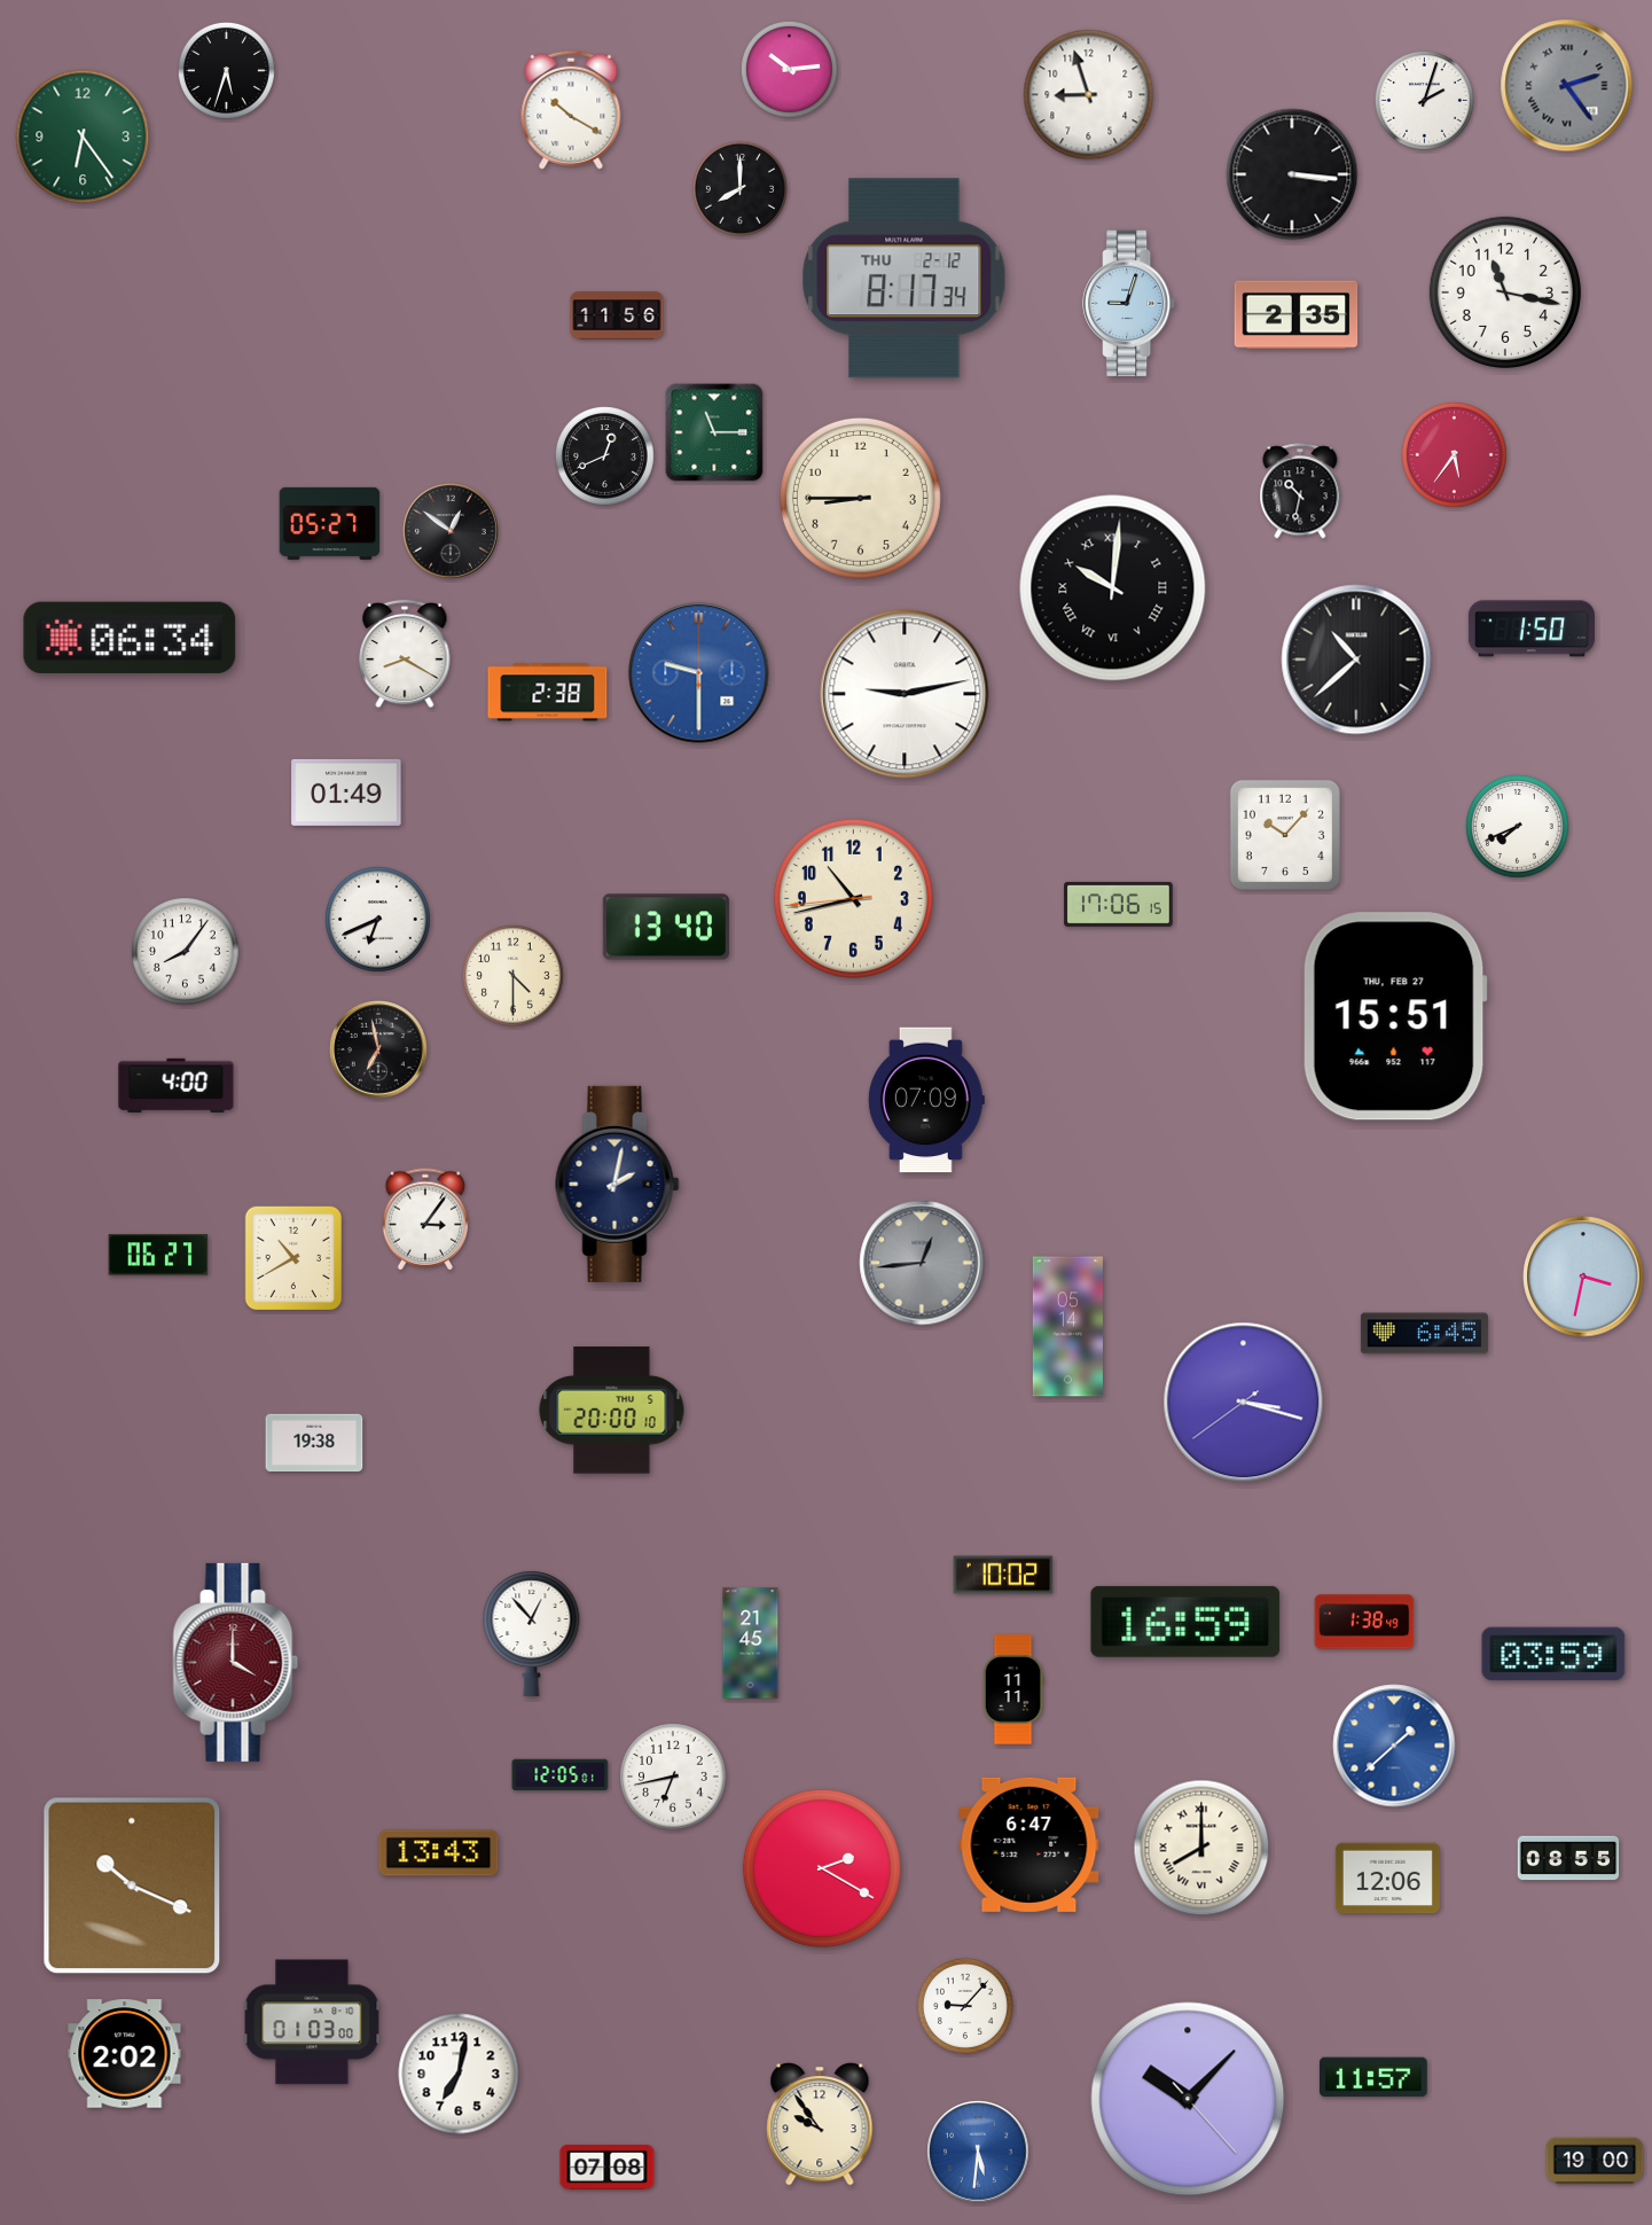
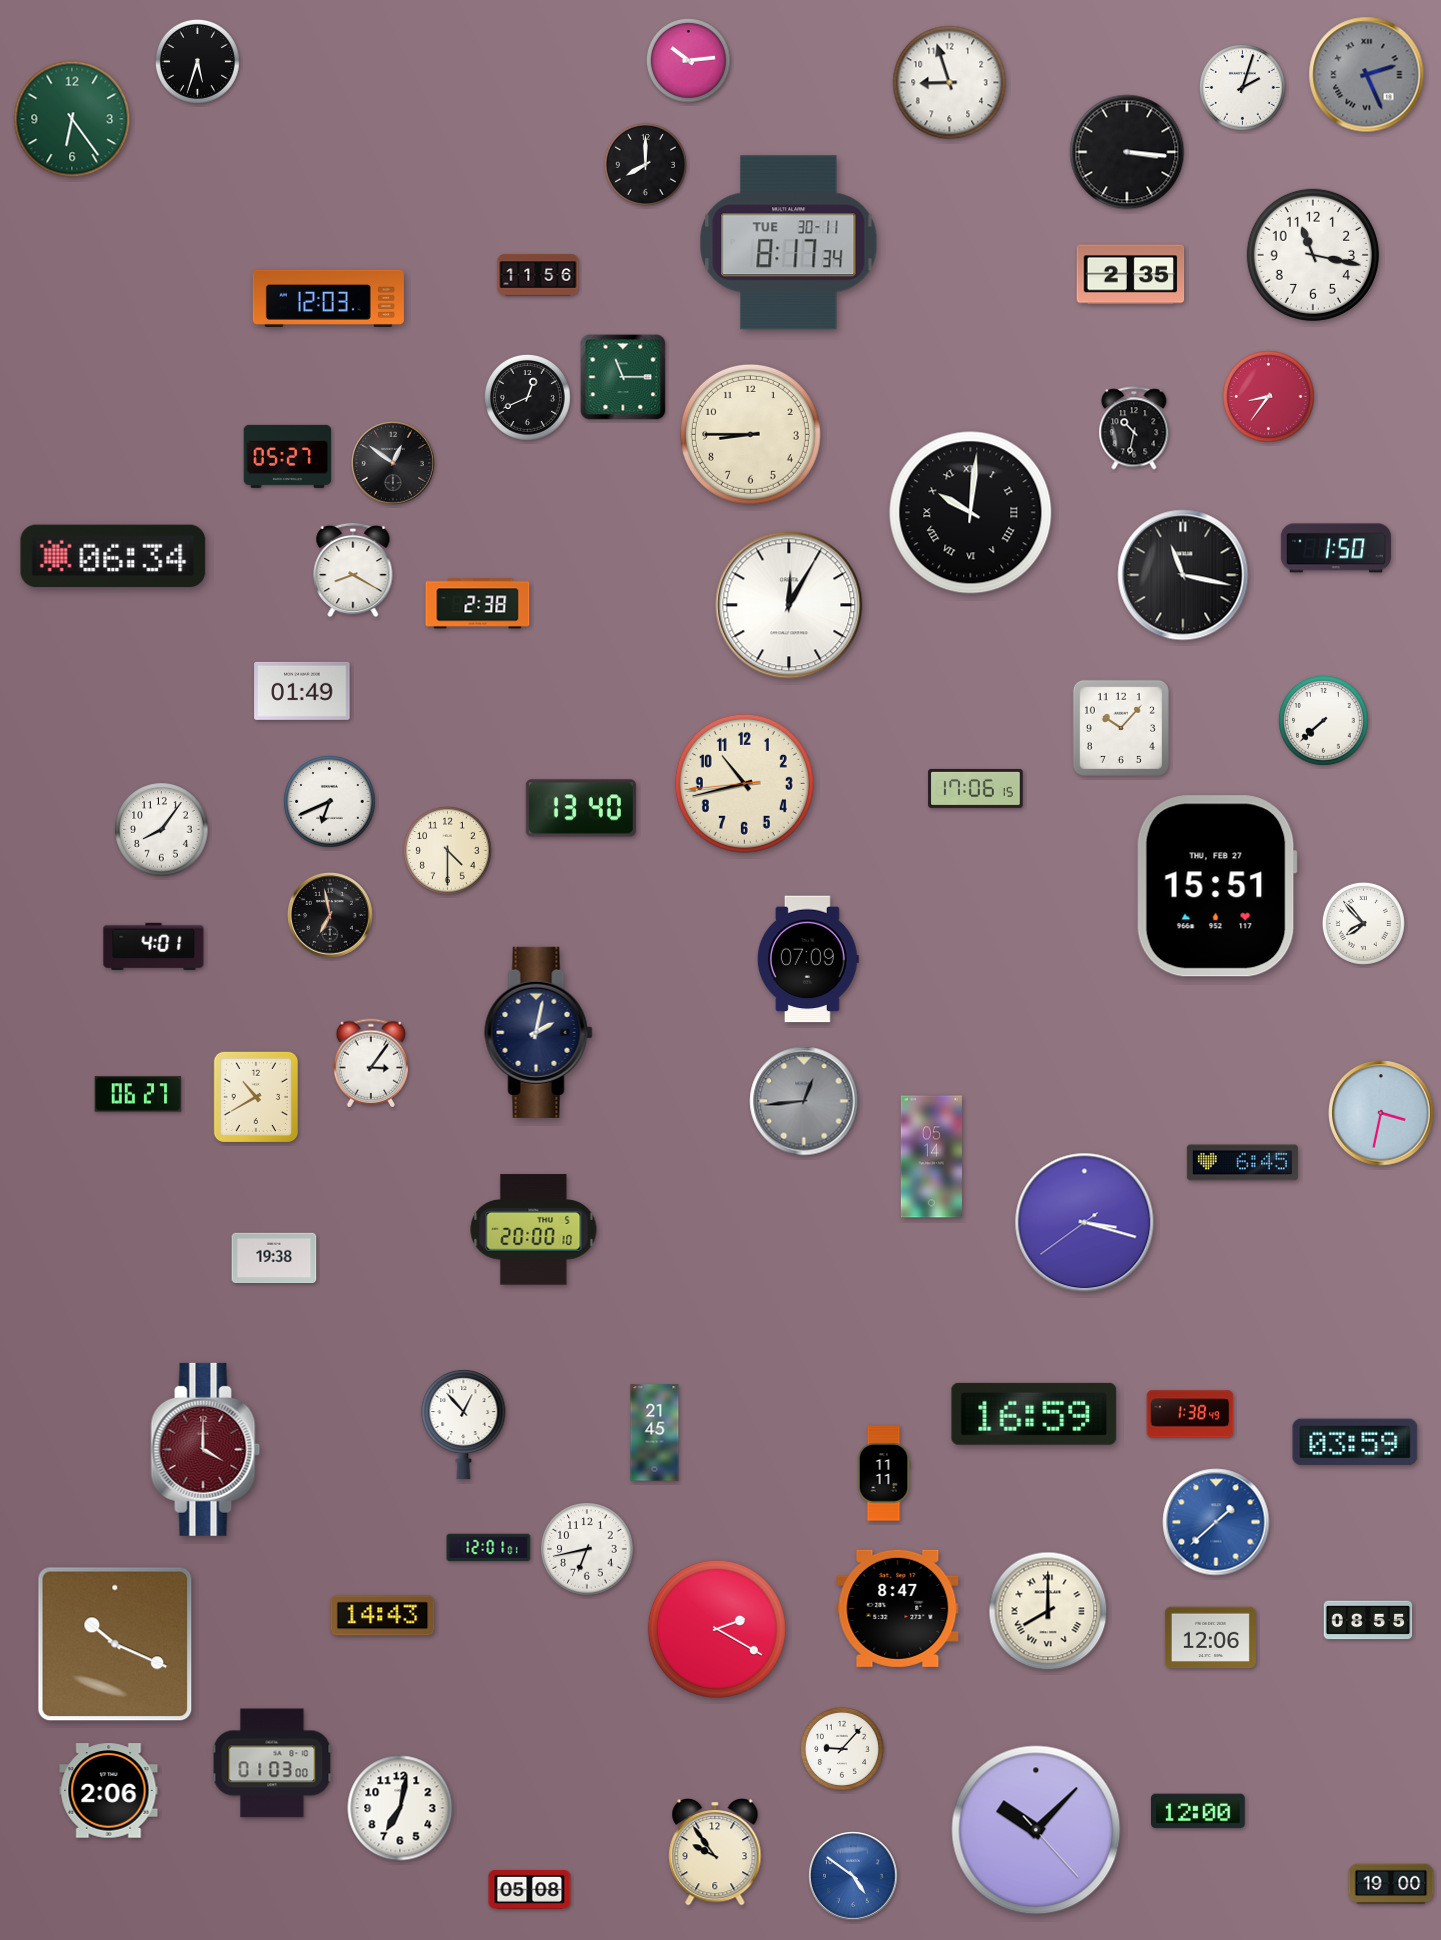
clock at (1567, 86): 2:24 -> 2:26
clock at (571, 110): 10:20 -> none
clock at (905, 279) date: THU 2-12 -> TUE 30-11
clock at (1130, 304): 9:03 -> none
clock at (328, 298): none -> 12:03
clock at (1455, 455): 5:36 -> 8:36
clock at (1356, 659): 10:38 -> 11:17
clock at (699, 673): 9:30 -> none
clock at (905, 694): 9:13 -> 12:05
clock at (1518, 827): 7:41 -> 7:38
clock at (1363, 923): none -> 7:53
clock at (177, 1085): 4:00 -> 4:01
clock at (1003, 1575): 10:02 -> none
clock at (561, 1775): 12:05 -> 12:01
clock at (1029, 1844): 6:47 -> 8:47
clock at (439, 1853): 13:43 -> 14:43
clock at (125, 2054): 2:02 -> 2:06
clock at (1375, 2077): 11:57 -> 12:00
clock at (978, 2152): 5:31 -> 4:51
clock at (608, 2167): 07:08 -> 05:08
